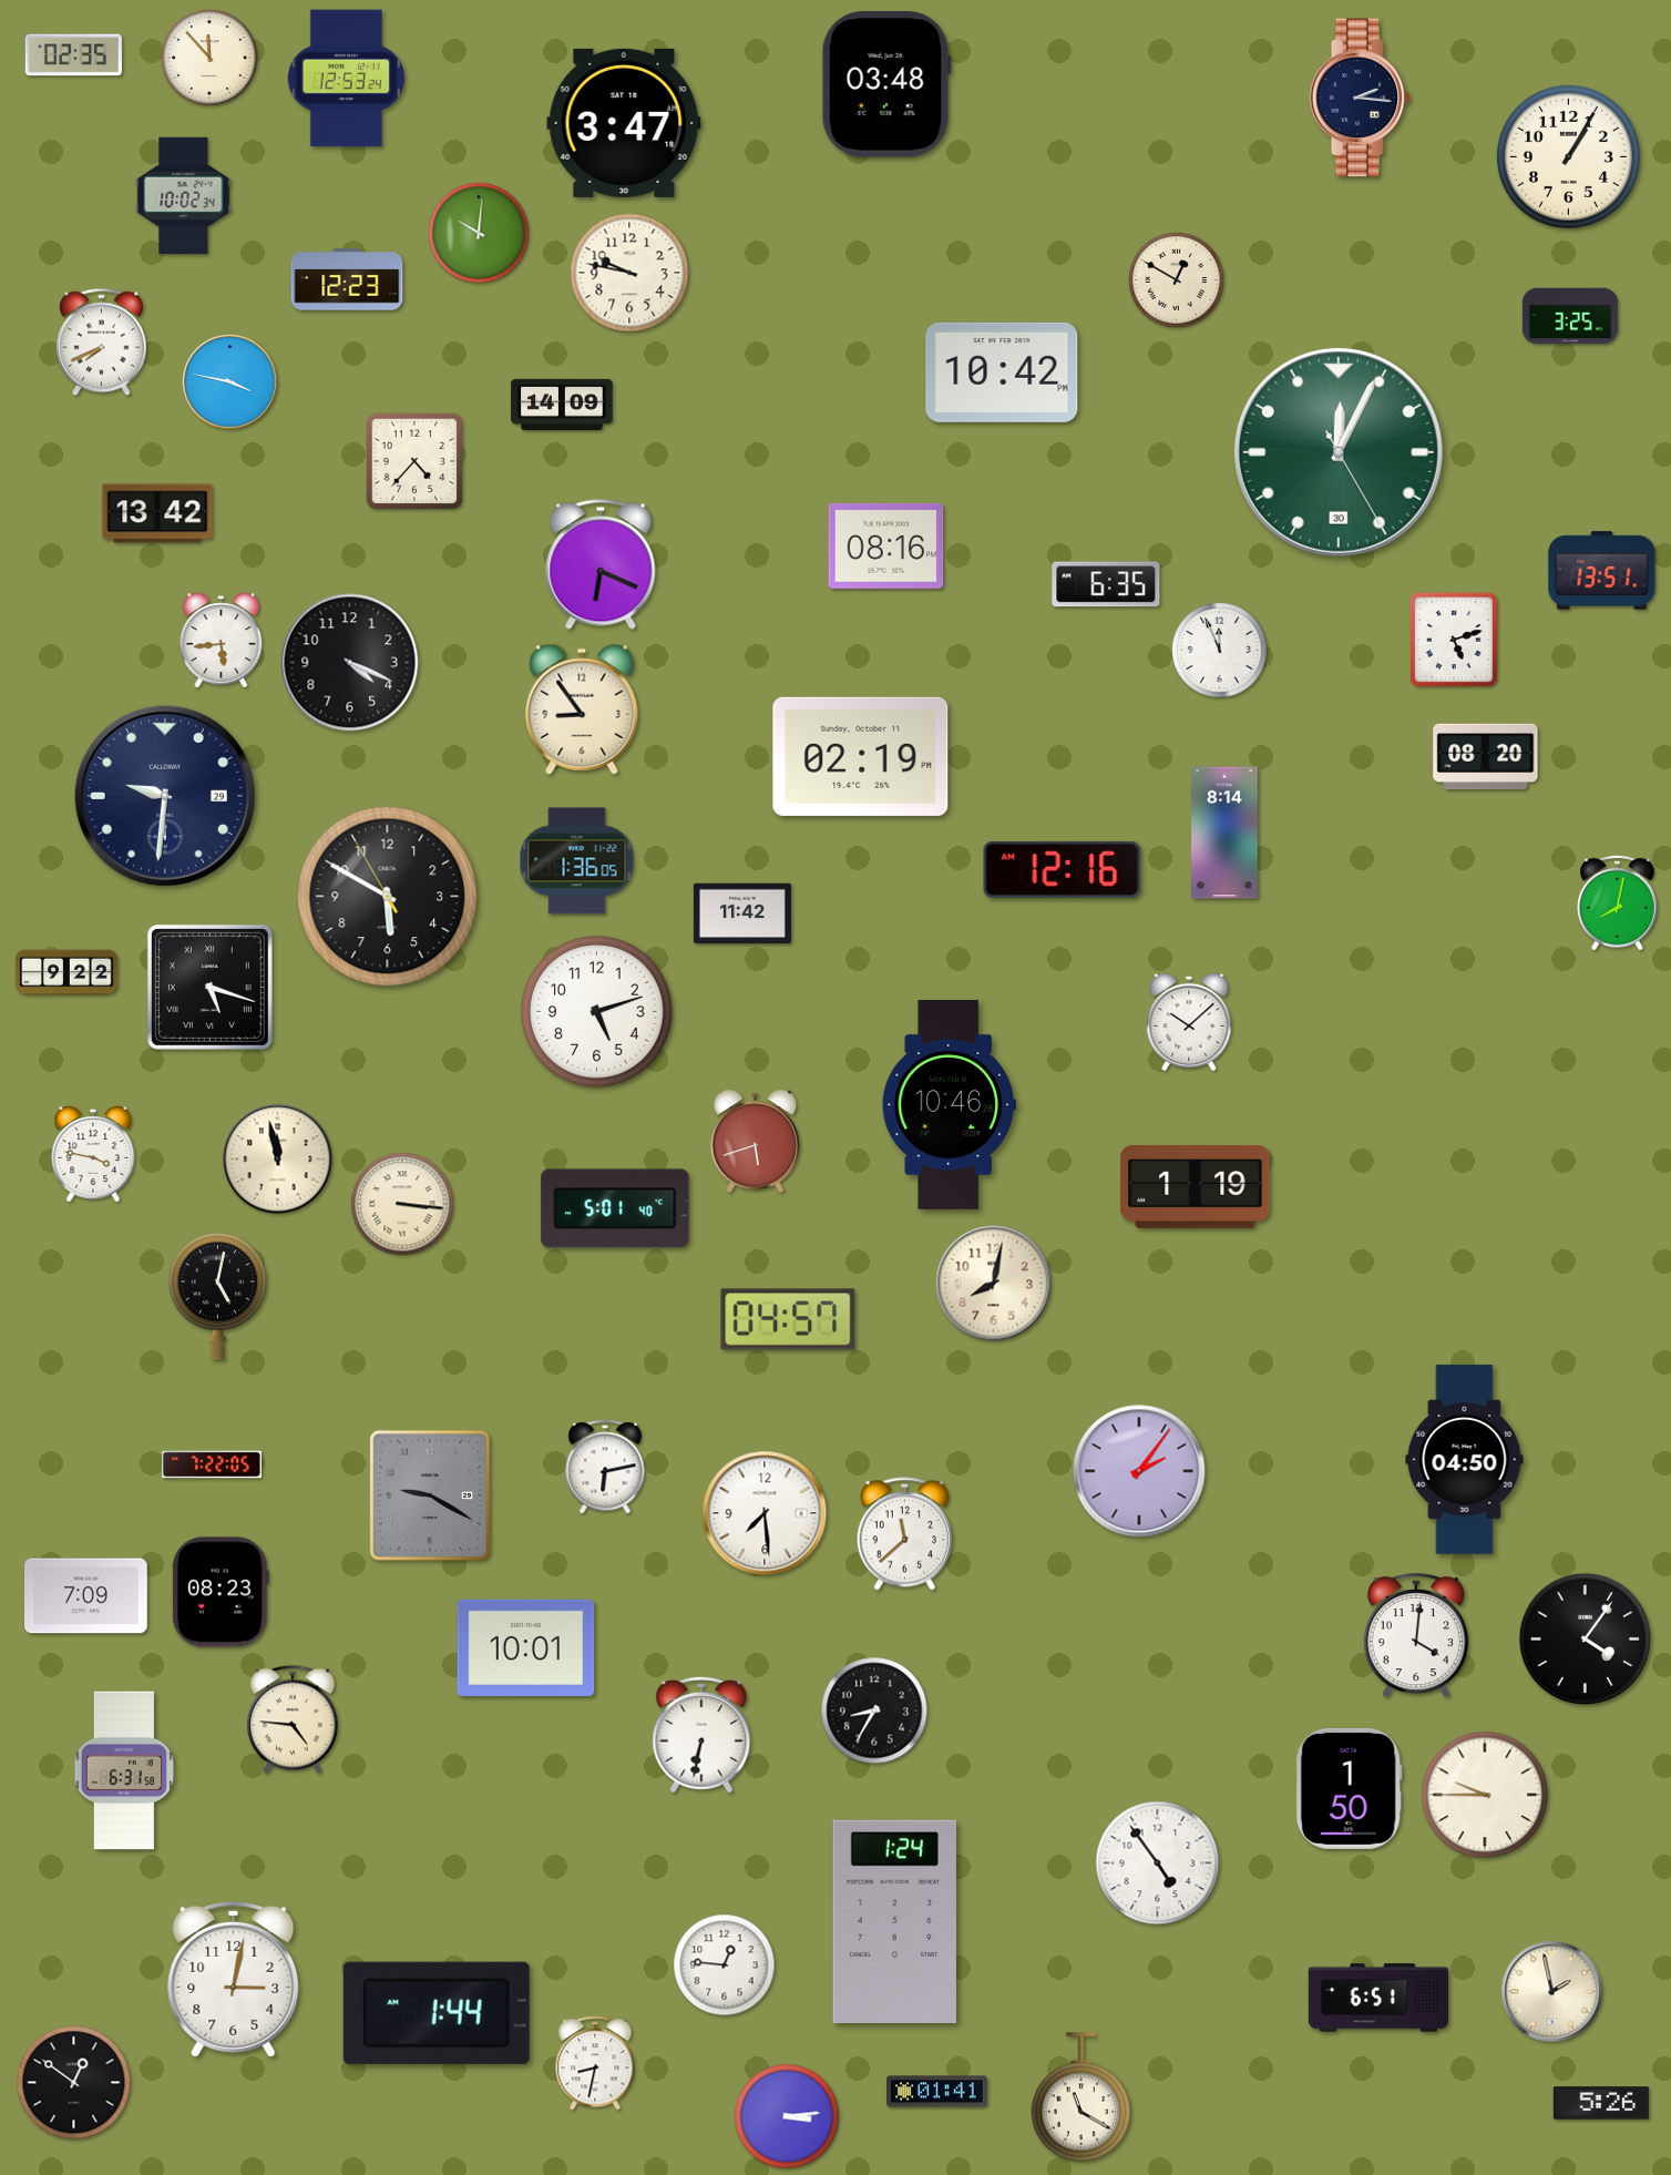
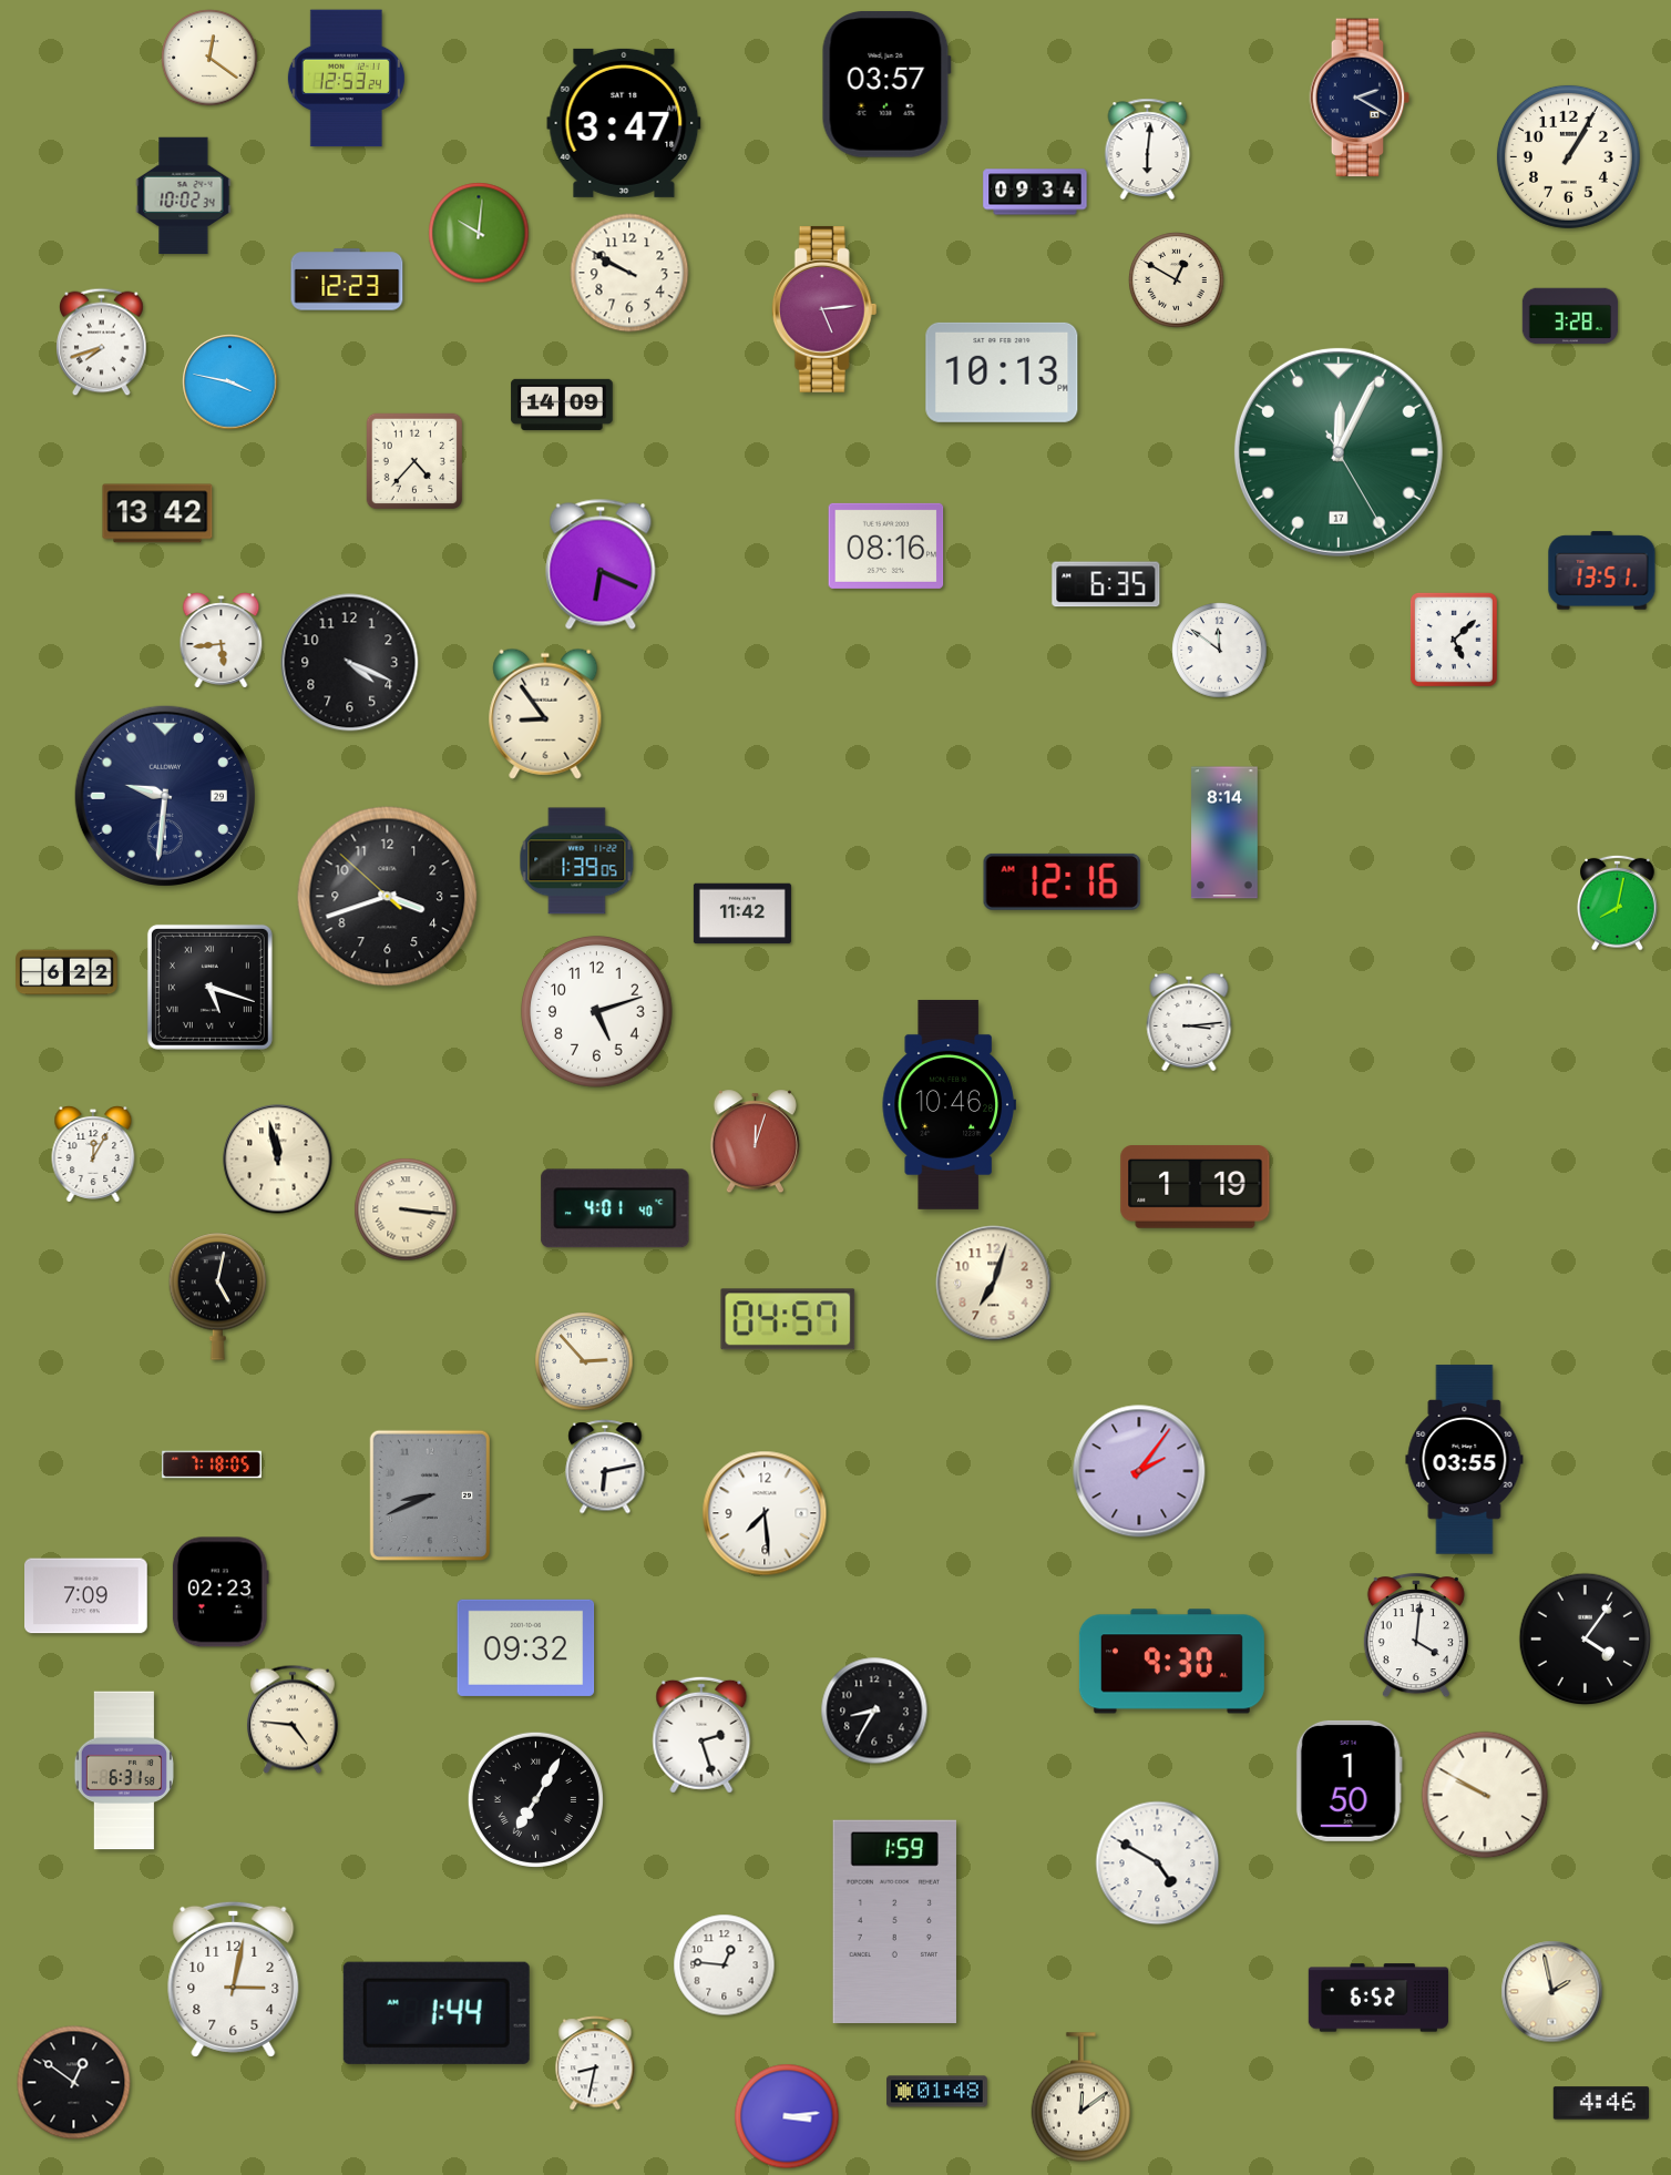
clock at (73, 55): 02:35 -> none
clock at (209, 58): 11:53 -> 12:21
clock at (886, 84): 03:48 -> 03:57
clock at (1360, 98): 2:16 -> 2:20
clock at (1148, 149): none -> 6:01
clock at (1035, 192): none -> 09:34
clock at (629, 273): 9:47 -> 9:50
clock at (824, 309): none -> 5:14
clock at (1570, 316): 3:25 -> 3:28
clock at (102, 343): 7:41 -> 7:42
clock at (1002, 372): 10:42 -> 10:13
clock at (1339, 452) date: 30 -> 17
clock at (1454, 640): 5:12 -> 5:08
clock at (1220, 651): 11:56 -> 11:51
clock at (582, 709) position: (582, 709) -> (545, 714)
clock at (861, 756): 02:19 -> none
clock at (1486, 757): 08:20 -> none
clock at (577, 861): 1:36 -> 1:39
clock at (1063, 869) position: (1063, 869) -> (1063, 881)
clock at (388, 897): 5:49 -> 3:41
clock at (66, 972): 9:22 -> 6:22
clock at (1189, 1021): 10:08 -> 3:14
clock at (755, 1142): 5:42 -> 12:03
clock at (93, 1155): 3:47 -> 12:05
clock at (402, 1204) position: (402, 1204) -> (406, 1209)
clock at (615, 1208): 5:01 -> 4:01
clock at (994, 1284): 8:02 -> 7:03
clock at (584, 1361): none -> 2:53
clock at (1465, 1460): 04:50 -> 03:55
clock at (213, 1464): 7:22 -> 7:18
clock at (429, 1494): 9:20 -> 8:41
clock at (905, 1534): 11:38 -> none
clock at (221, 1592): 08:23 -> 02:23
clock at (526, 1647): 10:01 -> 09:32
clock at (1171, 1662): none -> 9:30
clock at (701, 1735): 6:32 -> 2:27
clock at (1349, 1788) position: (1349, 1788) -> (1349, 1780)
clock at (1485, 1795): 9:45 -> 9:50
clock at (535, 1799): none -> 7:05
clock at (1158, 1863): 4:54 -> 4:50
clock at (894, 1921): 1:24 -> 1:59
clock at (1378, 1998): 6:51 -> 6:52
clock at (937, 2092): 01:41 -> 01:48
clock at (1081, 2097): 11:20 -> 12:09
clock at (1600, 2103): 5:26 -> 4:46
